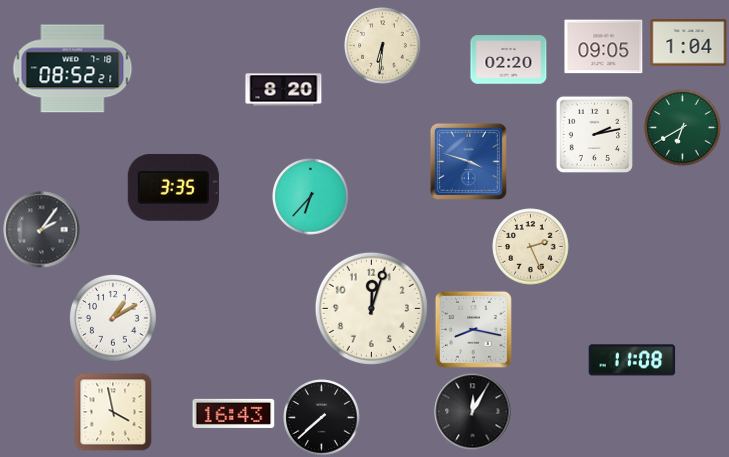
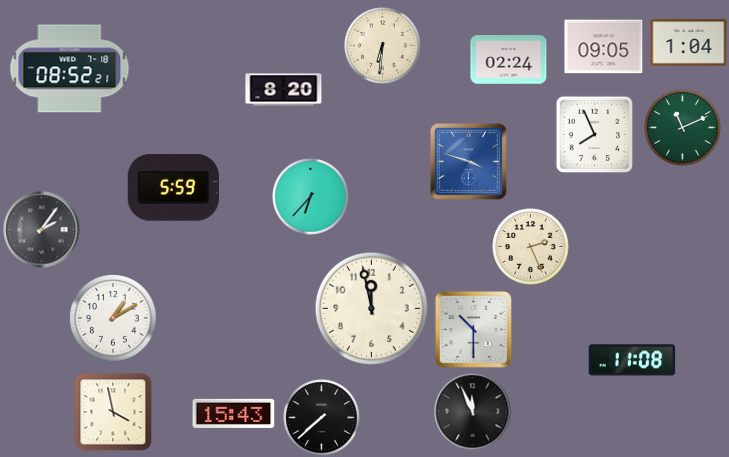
clock at (509, 60): 02:20 -> 02:24
clock at (73, 69) position: (73, 69) -> (70, 69)
clock at (683, 128): 6:40 -> 11:11
clock at (594, 134): 2:13 -> 7:56
clock at (173, 187): 3:35 -> 5:59
clock at (371, 308): 12:03 -> 11:58
clock at (473, 329): 8:17 -> 10:30
clock at (473, 412): 12:05 -> 11:56
clock at (234, 413): 16:43 -> 15:43
